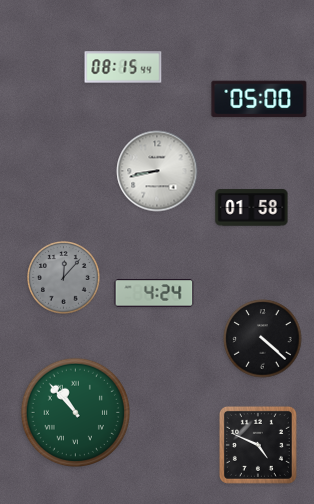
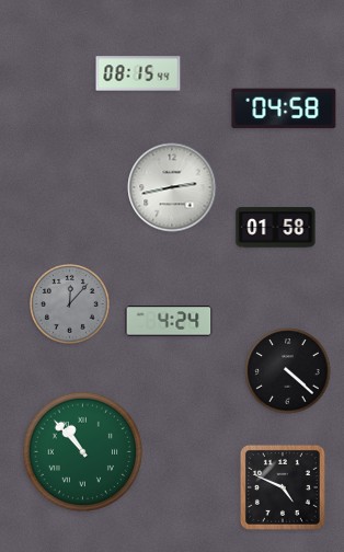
clock at (123, 67) position: (123, 67) -> (138, 73)
clock at (259, 99): 05:00 -> 04:58
clock at (157, 171): 8:43 -> 2:43
